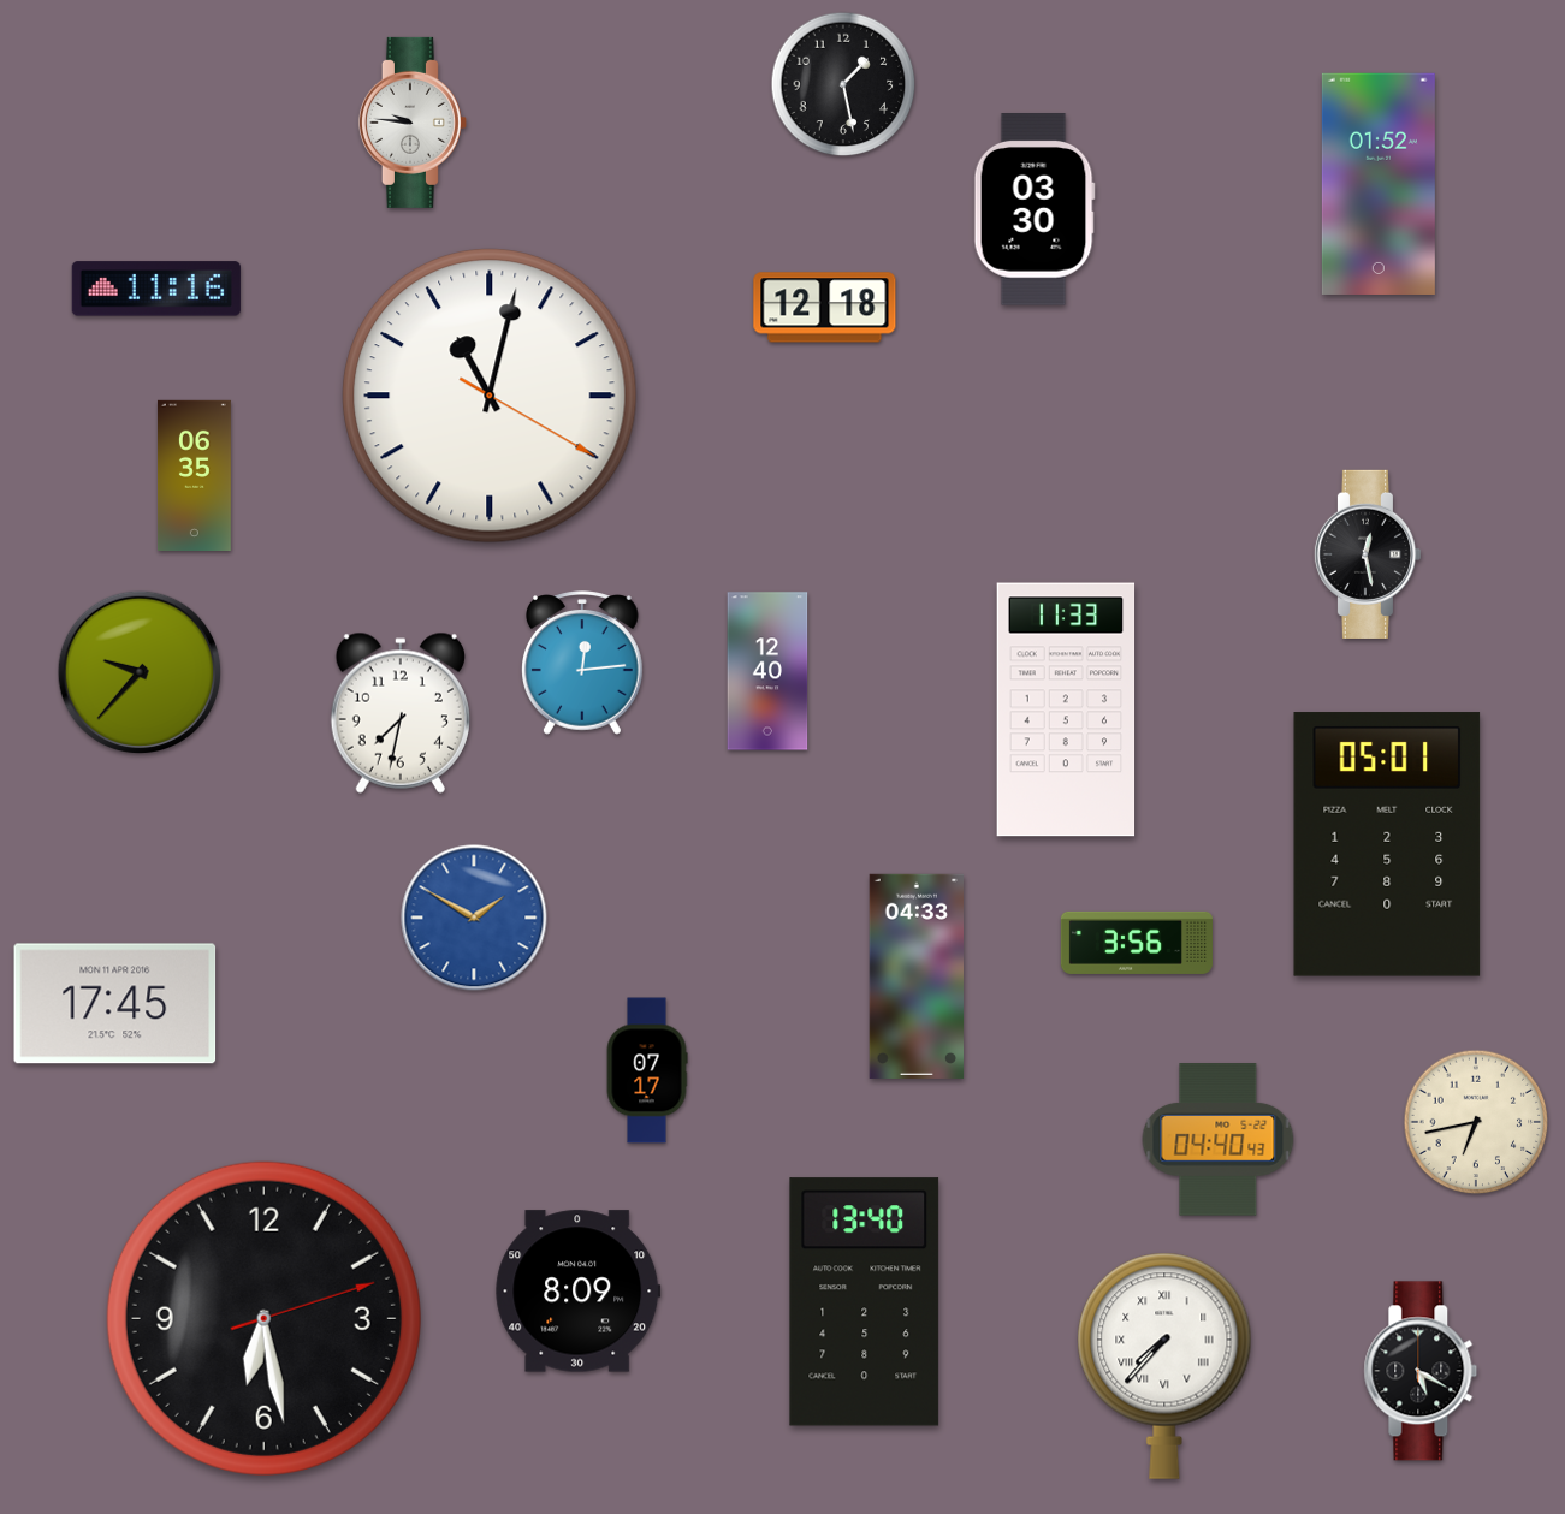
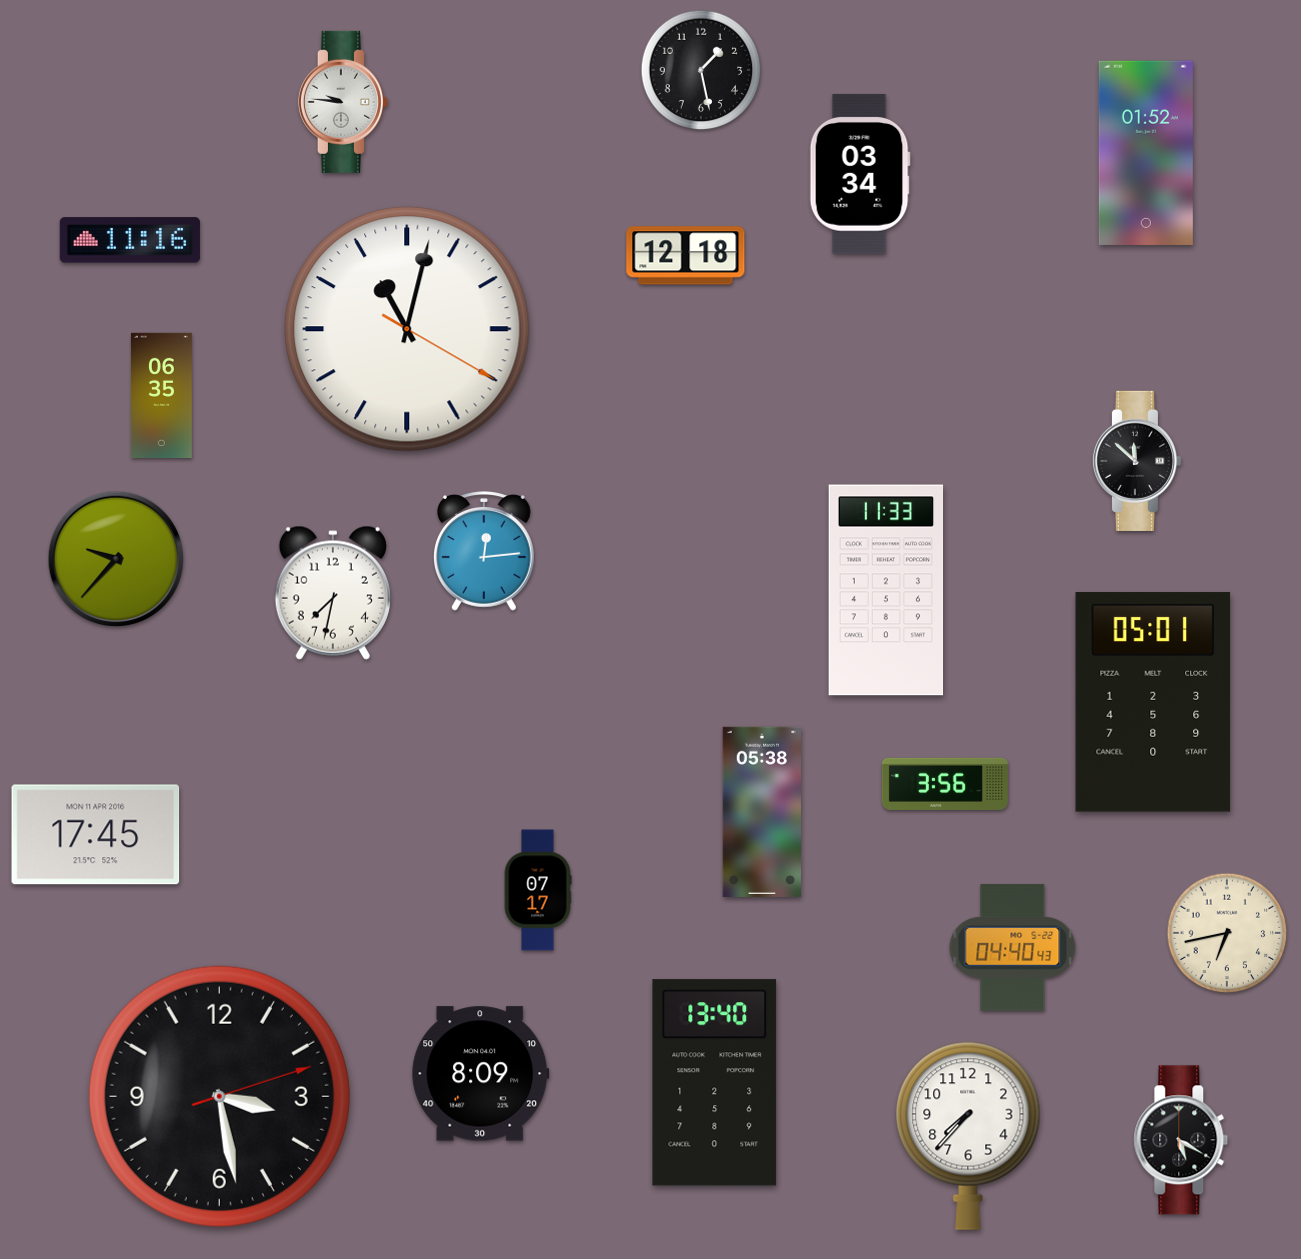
clock at (1035, 209): 03:30 -> 03:34
clock at (1367, 554): 12:28 -> 11:52
clock at (767, 671): 12:40 -> none
clock at (474, 918): 1:50 -> none
clock at (917, 976): 04:33 -> 05:38
clock at (865, 1302) position: (865, 1302) -> (715, 1083)
clock at (263, 1318): 6:28 -> 3:28
clock at (1164, 1366) numerals: Roman -> Arabic
